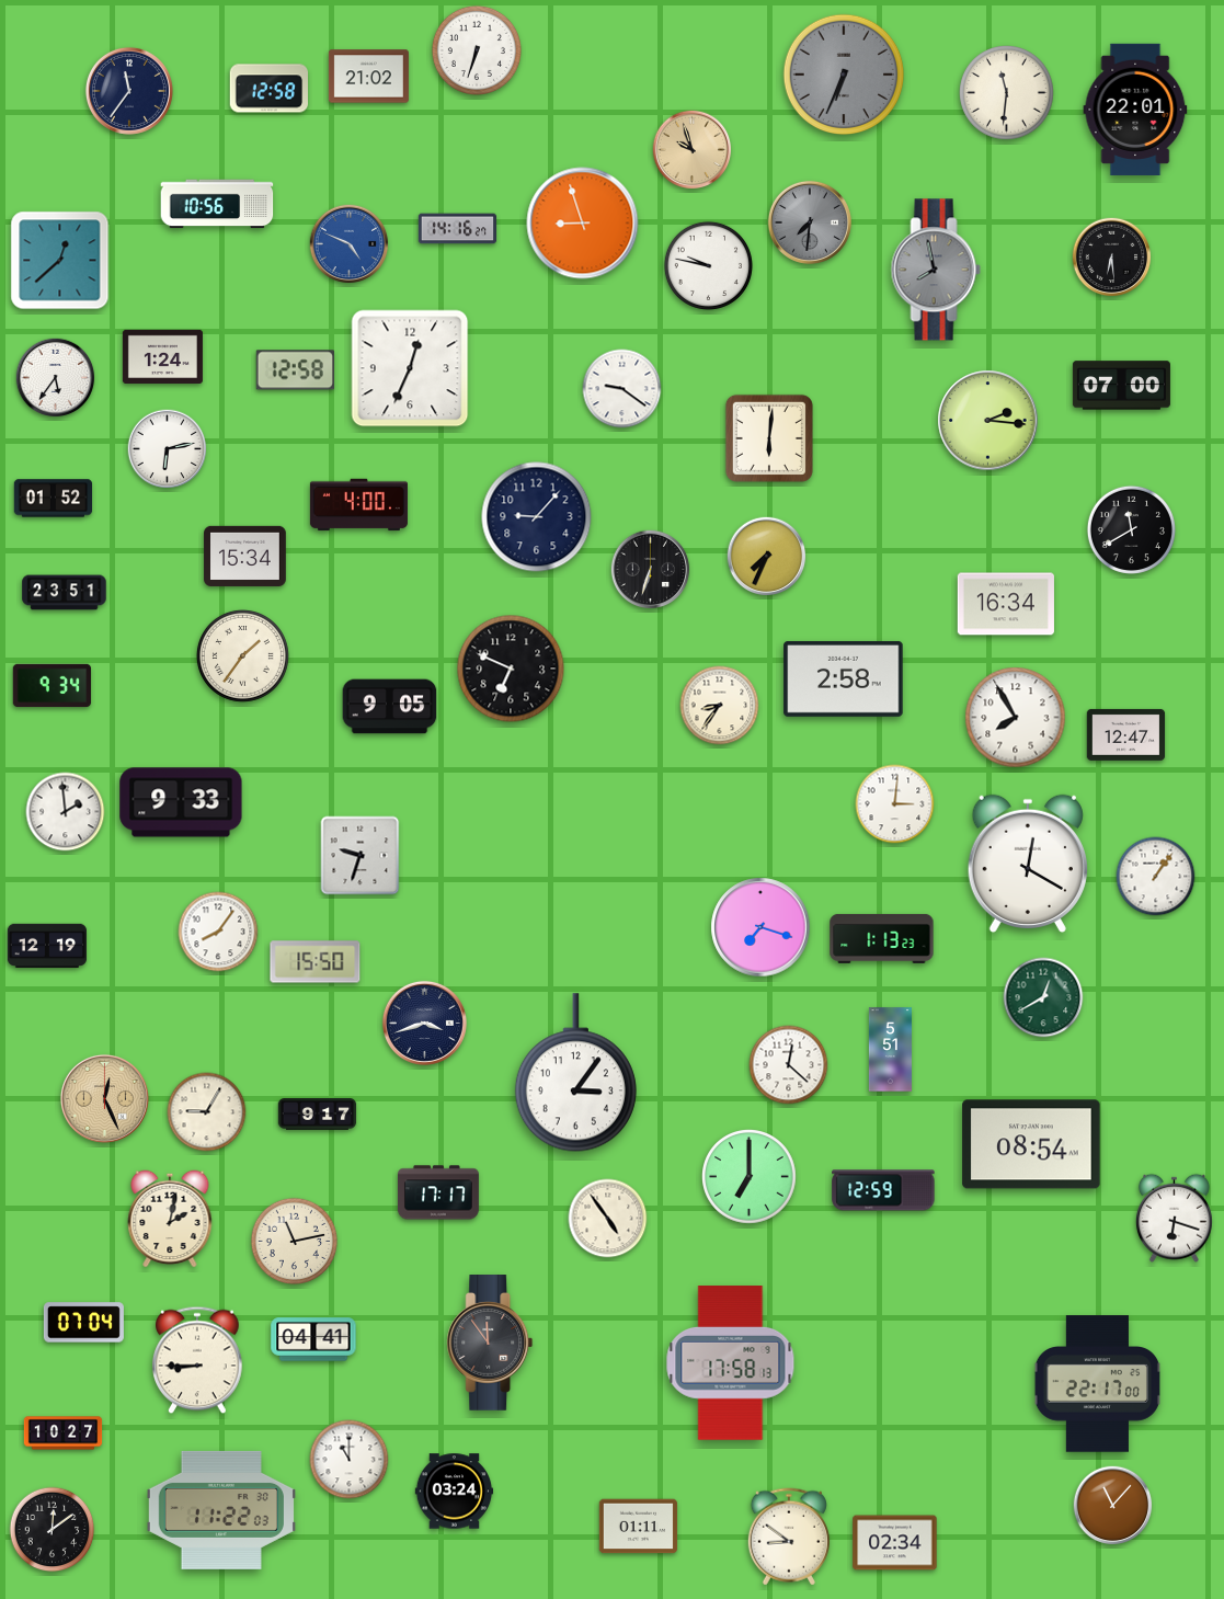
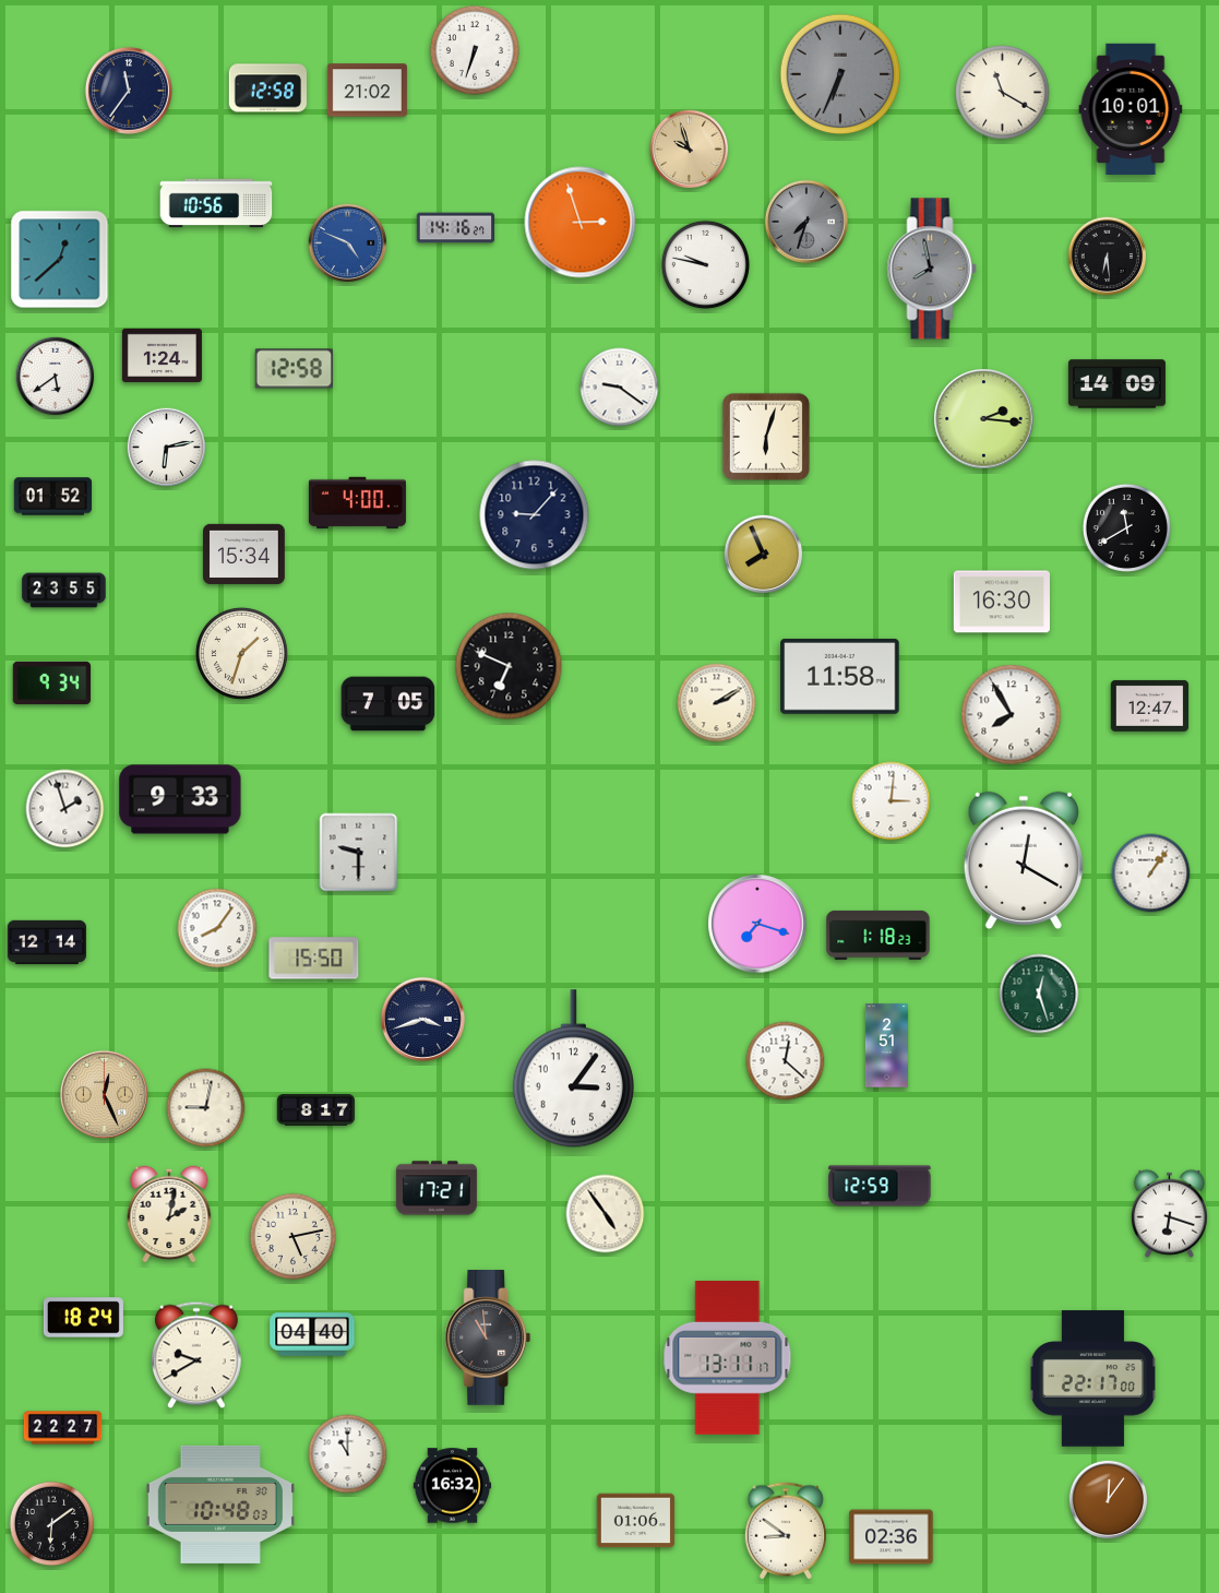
clock at (368, 77) position: (368, 77) -> (367, 91)
clock at (1007, 93): 11:31 -> 11:20
clock at (1135, 110): 22:01 -> 10:01
clock at (810, 222): 7:31 -> 7:33
clock at (583, 224): 8:57 -> 2:57
clock at (410, 368): 12:34 -> none
clock at (56, 378): 5:36 -> 5:39
clock at (1121, 386): 07:00 -> 14:09
clock at (769, 438): 6:01 -> 6:03
clock at (767, 557): 7:34 -> 7:56
clock at (651, 570): 6:33 -> none
clock at (65, 593): 23:51 -> 23:55
clock at (1006, 604): 16:34 -> 16:30
clock at (242, 655): 1:36 -> 1:33
clock at (844, 678): 2:58 -> 11:58
clock at (720, 706): 8:36 -> 2:10
clock at (390, 707): 9:05 -> 7:05
clock at (1126, 734) position: (1126, 734) -> (1150, 705)
clock at (66, 812): 1:59 -> 1:57
clock at (361, 856): 9:33 -> 9:30
clock at (882, 938): 1:13 -> 1:18
clock at (47, 946): 12:19 -> 12:14
clock at (1043, 997): 12:40 -> 12:27
clock at (890, 1050): 5:51 -> 2:51
clock at (207, 1112): 9:05 -> 9:02
clock at (318, 1115): 9:17 -> 8:17
clock at (1031, 1144): 08:54 -> none
clock at (750, 1177): 7:00 -> none
clock at (438, 1192): 17:17 -> 17:21
clock at (295, 1242): 11:13 -> 5:13
clock at (83, 1323): 07:04 -> 18:24
clock at (313, 1339): 04:41 -> 04:40
clock at (490, 1344): 11:54 -> 10:59
clock at (198, 1360): 8:45 -> 9:40
clock at (731, 1363): 17:58 -> 13:11
clock at (64, 1434): 10:27 -> 22:27
clock at (455, 1492): 03:24 -> 16:32
clock at (1113, 1506): 11:07 -> 12:06
clock at (221, 1510): 11:22 -> 10:48
clock at (639, 1527): 01:11 -> 01:06
clock at (53, 1530): 12:09 -> 6:09
clock at (895, 1543): 02:34 -> 02:36
